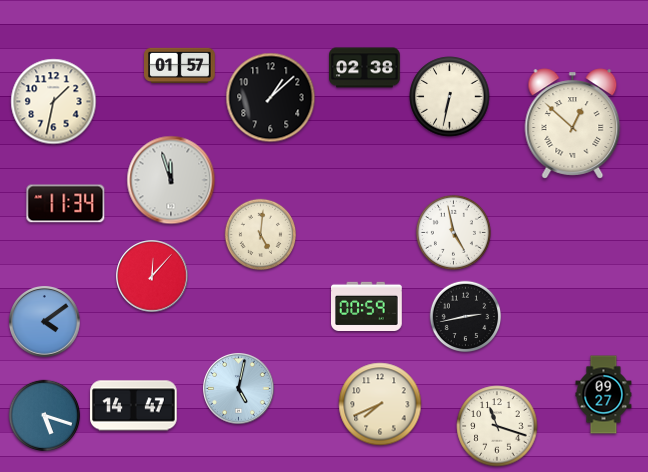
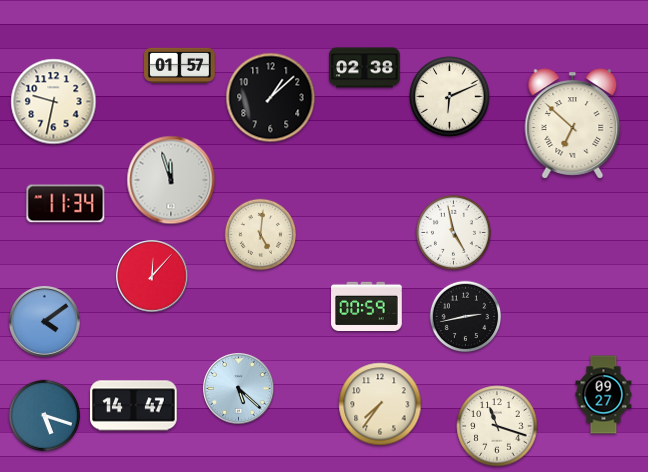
clock at (450, 97): 6:32 -> 6:11
clock at (54, 102): 1:32 -> 9:32
clock at (573, 124): 12:52 -> 6:52
clock at (239, 389): 5:02 -> 5:22
clock at (380, 404): 7:41 -> 7:36
